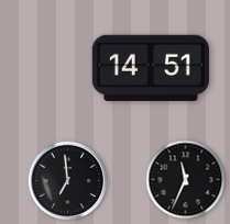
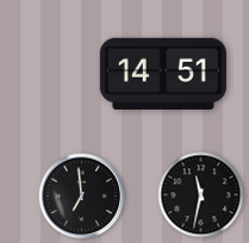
clock at (186, 180): 11:34 -> 11:32
clock at (68, 181) position: (68, 181) -> (82, 197)
